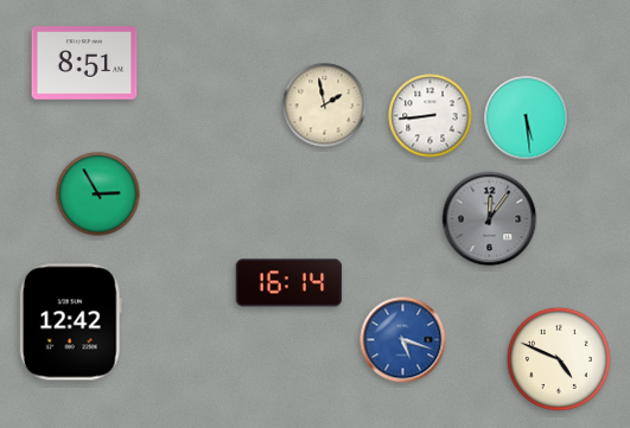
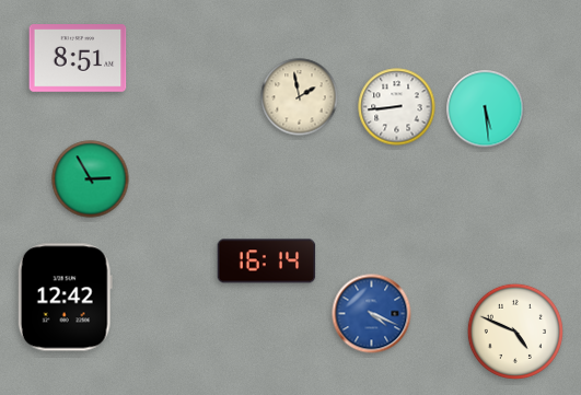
clock at (490, 219): 12:06 -> none
clock at (403, 340): 5:18 -> 4:19
